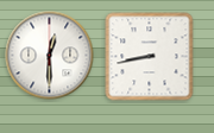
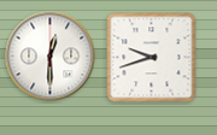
clock at (150, 57): 8:43 -> 9:42
